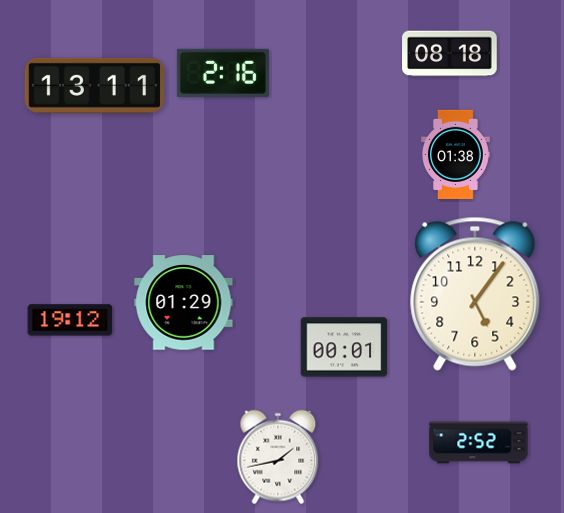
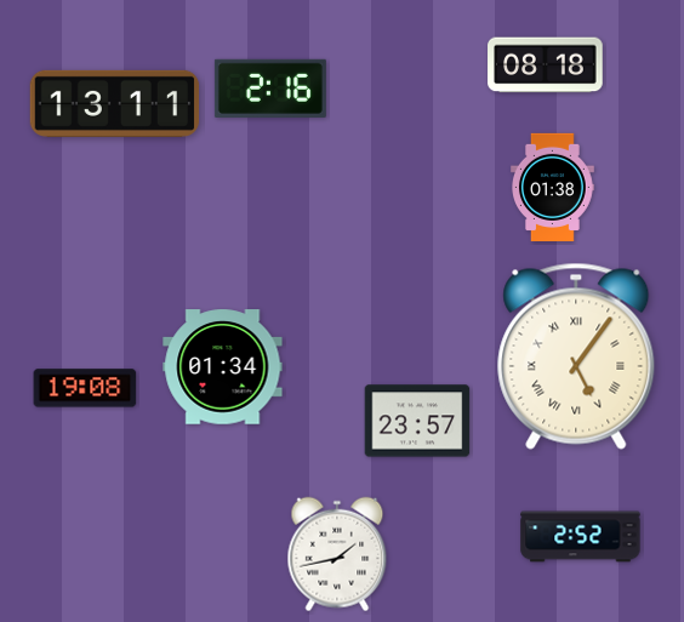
clock at (475, 294) numerals: Arabic -> Roman
clock at (184, 303): 01:29 -> 01:34
clock at (70, 320): 19:12 -> 19:08
clock at (344, 347): 00:01 -> 23:57
